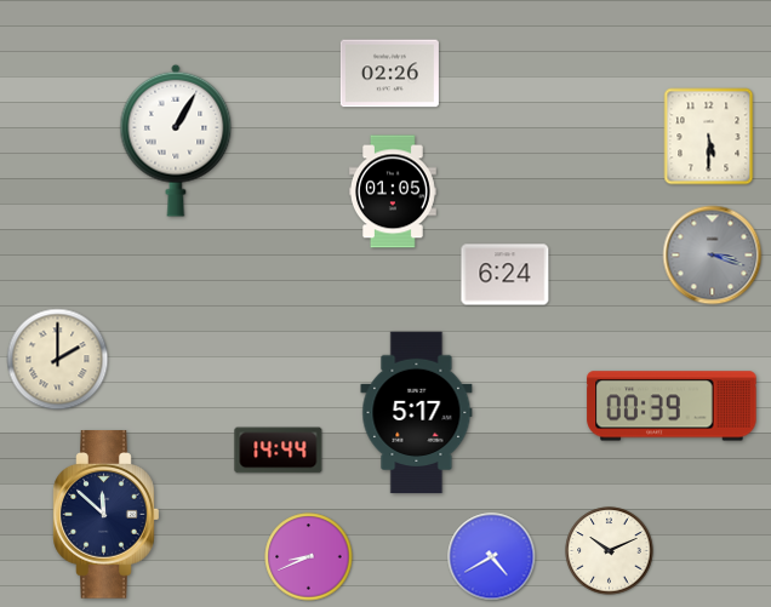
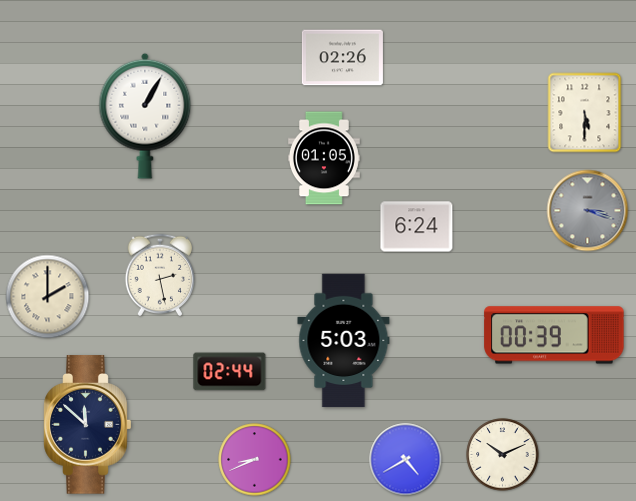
clock at (389, 74) position: (389, 74) -> (342, 58)
clock at (160, 274): none -> 2:28
clock at (417, 413): 5:17 -> 5:03
clock at (279, 451): 14:44 -> 02:44
